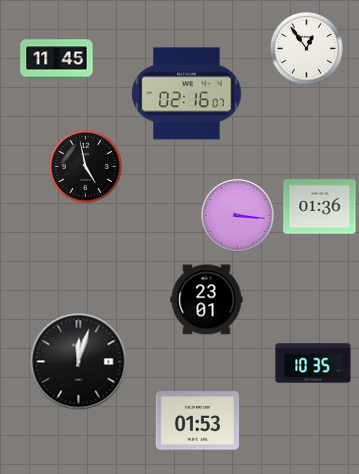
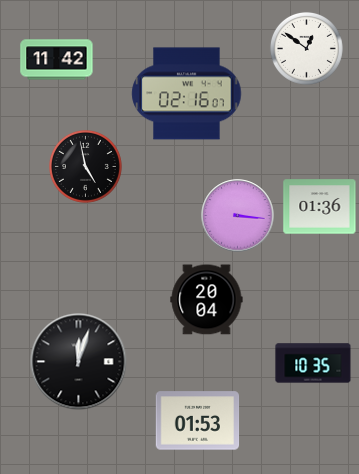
clock at (306, 48): 12:54 -> 12:51
clock at (57, 60): 11:45 -> 11:42
clock at (207, 300): 23:01 -> 20:04
